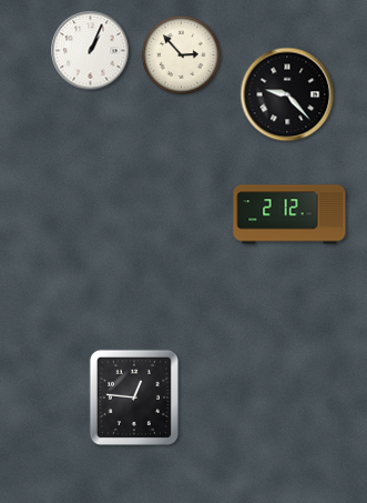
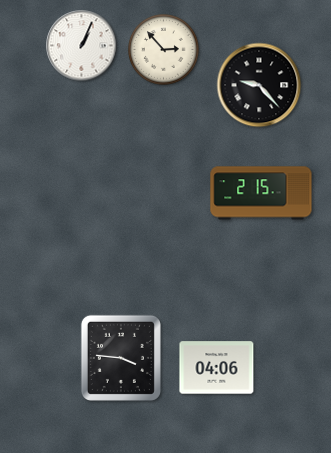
clock at (289, 214): 2:12 -> 2:15
clock at (134, 398): 12:46 -> 3:46
clock at (217, 368): none -> 04:06
